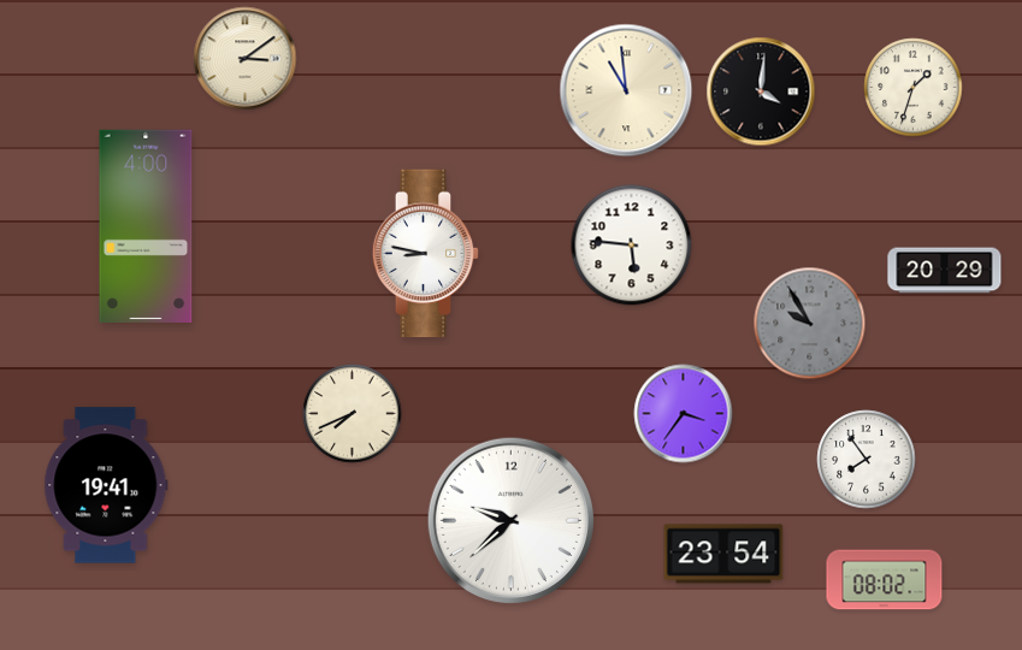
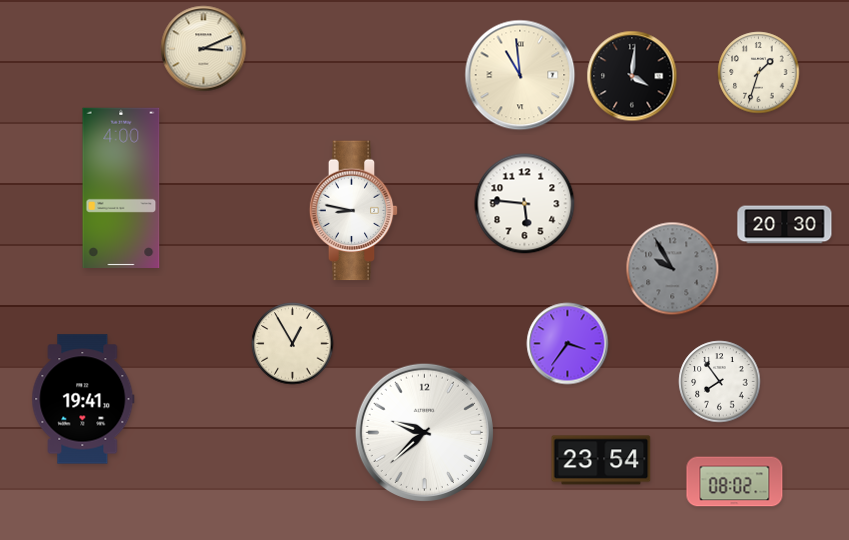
clock at (246, 59): 3:09 -> 3:11
clock at (945, 271): 20:29 -> 20:30
clock at (353, 414): 7:41 -> 12:55
clock at (106, 485) position: (106, 485) -> (83, 399)
